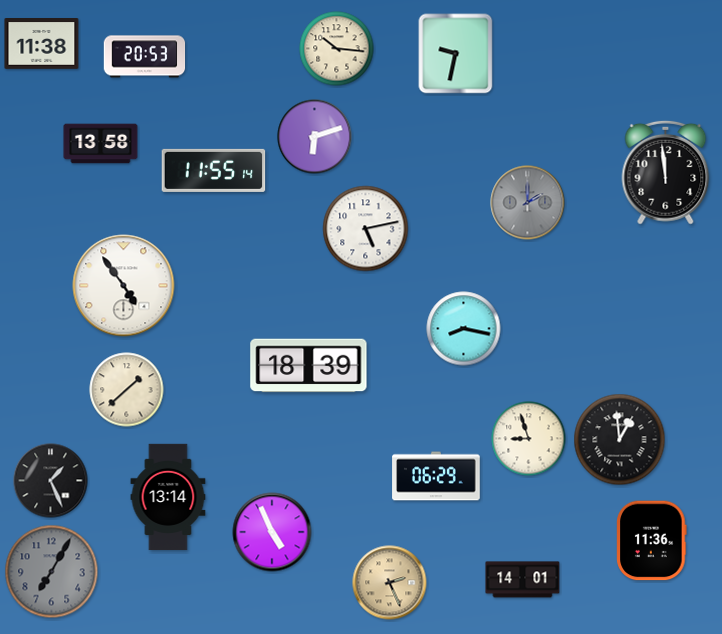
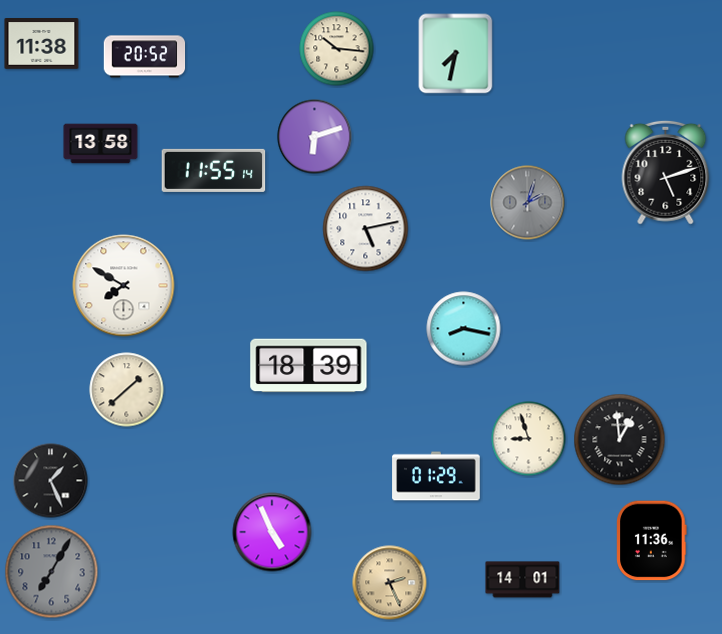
clock at (456, 54): 9:32 -> 7:32
clock at (145, 57): 20:53 -> 20:52
clock at (666, 172): 11:59 -> 5:12
clock at (528, 203): 2:00 -> 2:03
clock at (124, 286): 4:54 -> 7:50
clock at (436, 476): 06:29 -> 01:29
clock at (168, 497): 13:14 -> none
